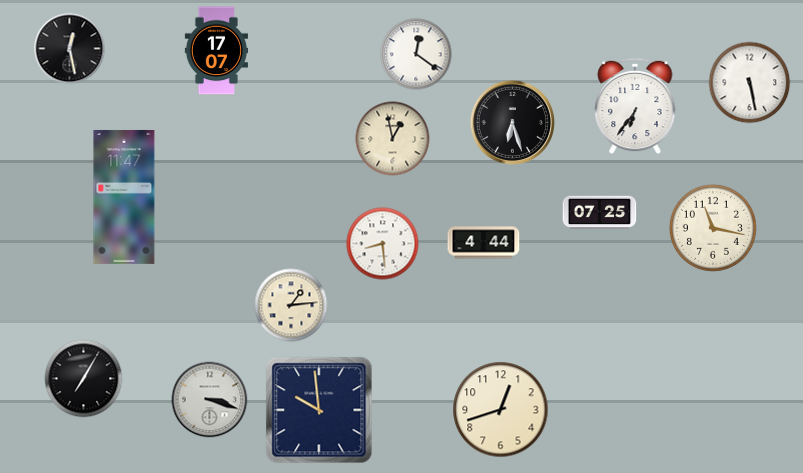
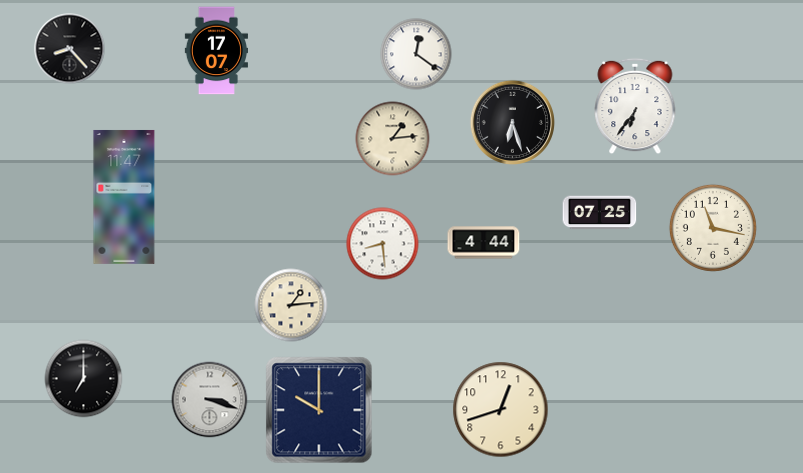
clock at (70, 49): 12:28 -> 8:23
clock at (750, 83): 5:28 -> none
clock at (393, 139): 12:58 -> 1:14
clock at (84, 379): 7:05 -> 7:00
clock at (319, 410): 9:59 -> 10:00
